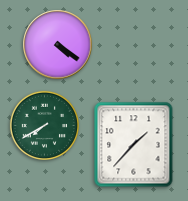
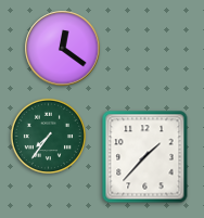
clock at (58, 45): 4:21 -> 12:21
clock at (44, 125): 7:40 -> 7:36
